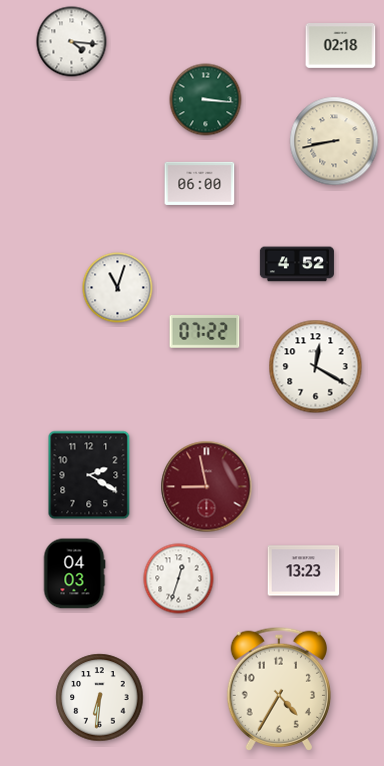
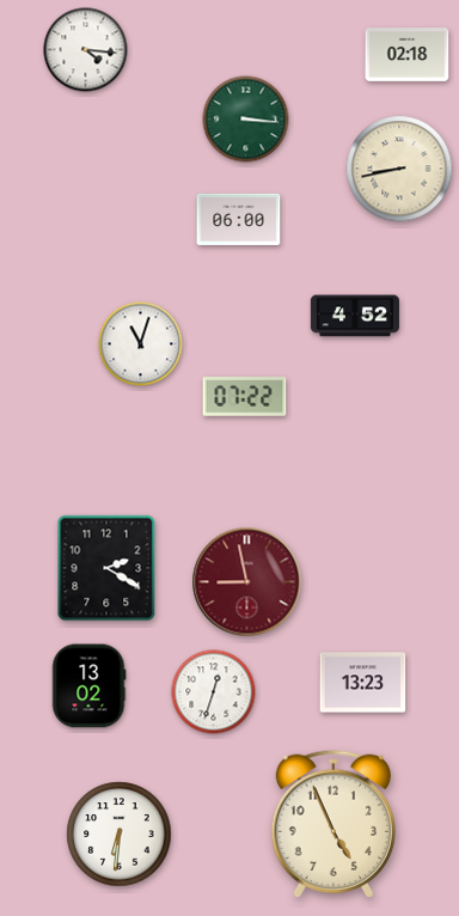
clock at (316, 367): 12:20 -> none
clock at (74, 574): 04:03 -> 13:02
clock at (278, 689): 4:35 -> 4:56
